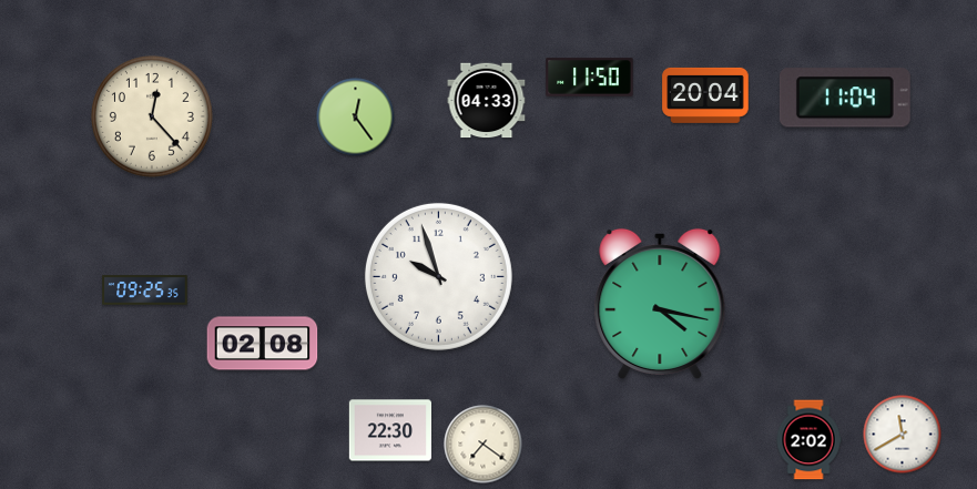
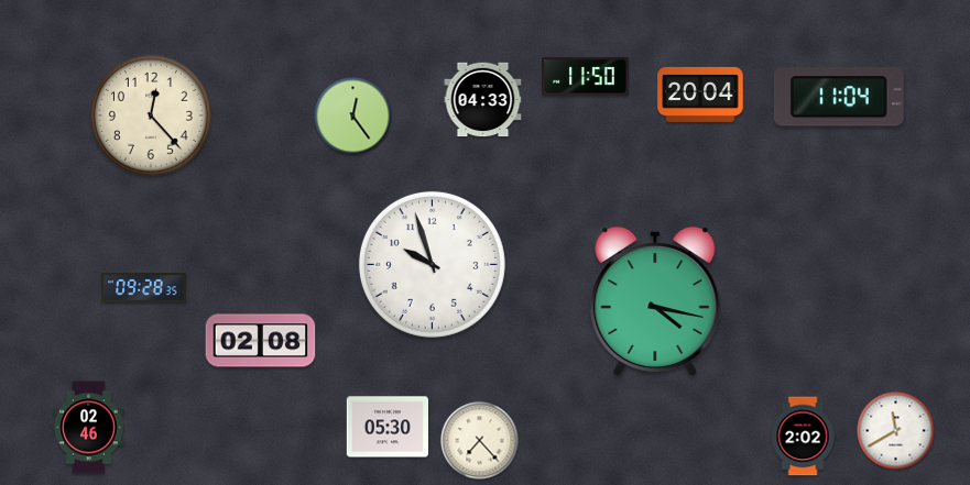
clock at (438, 276) position: (438, 276) -> (432, 264)
clock at (145, 291): 09:25 -> 09:28
clock at (389, 430): 22:30 -> 05:30
clock at (89, 428): none -> 02:46
clock at (484, 445): 7:21 -> 7:23
